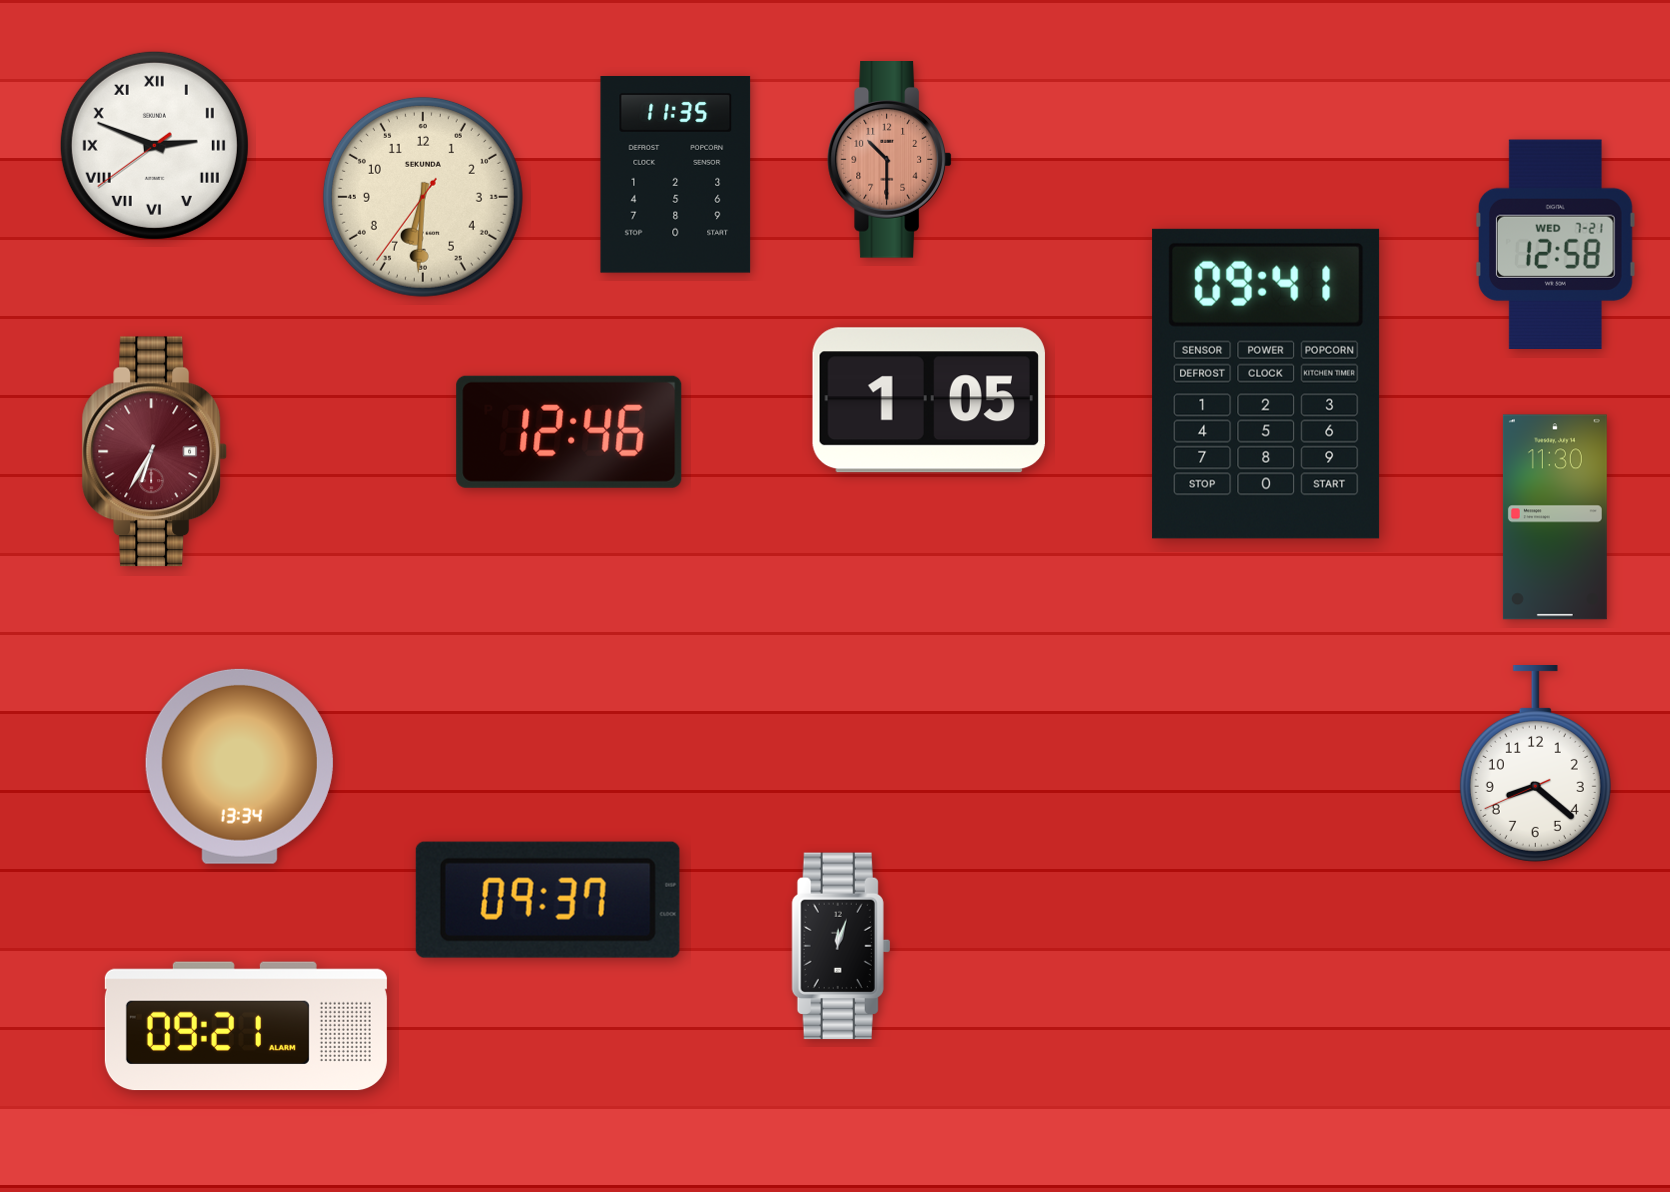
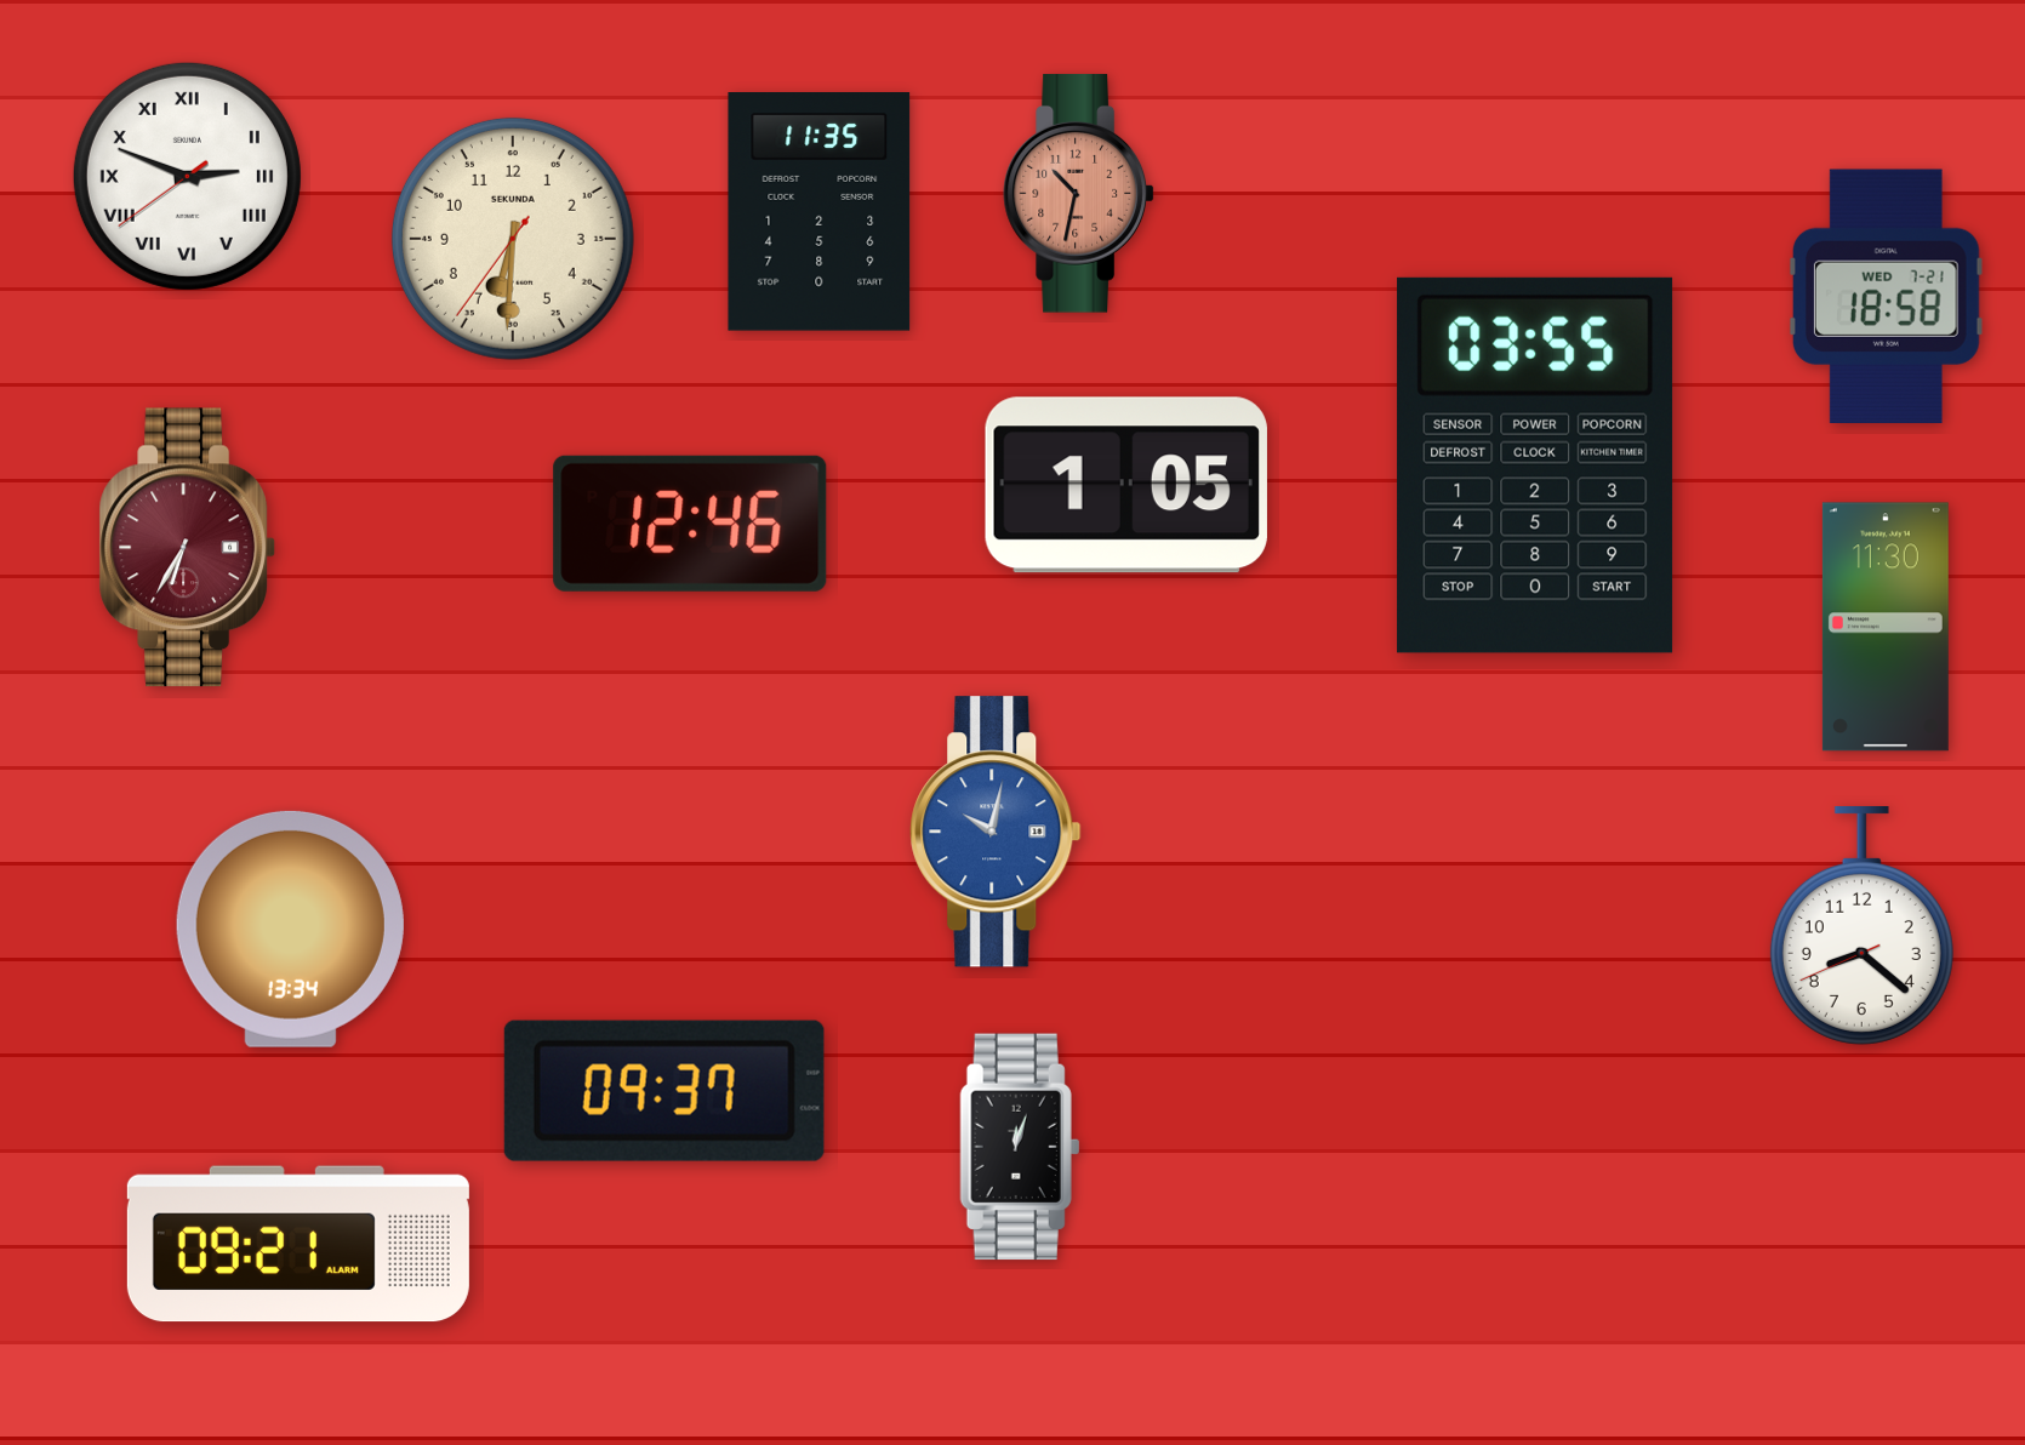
clock at (889, 160): 10:30 -> 10:32
clock at (1555, 244): 12:58 -> 18:58
clock at (1266, 384): 09:41 -> 03:55
clock at (996, 832): none -> 10:02
